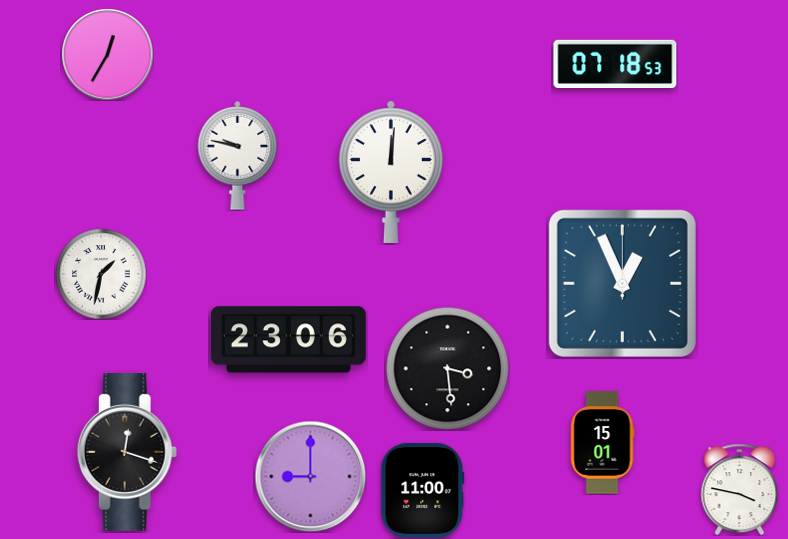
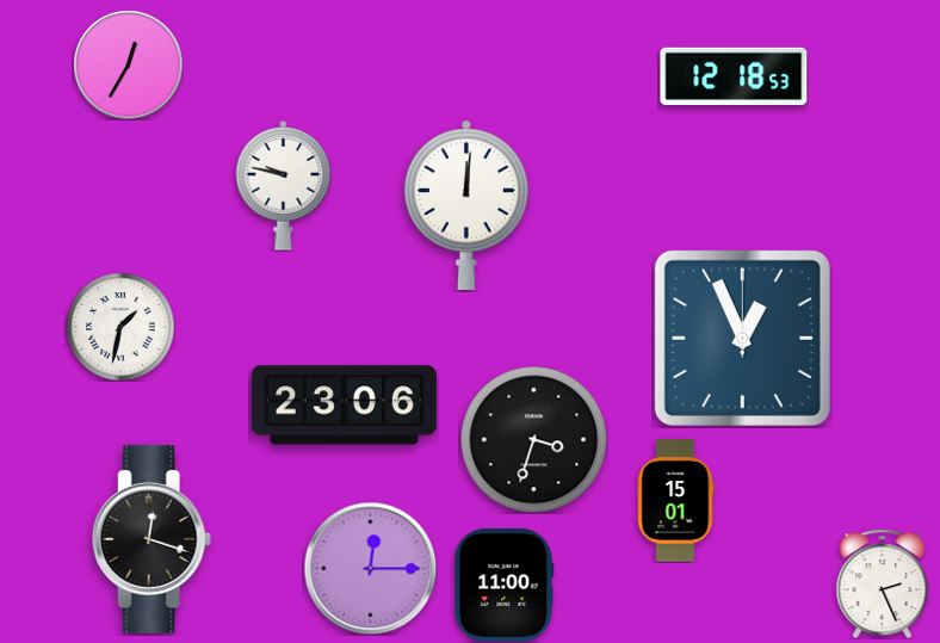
clock at (615, 63): 07:18 -> 12:18
clock at (447, 368): 3:29 -> 3:33
clock at (602, 443) position: (602, 443) -> (675, 501)
clock at (310, 476): 9:00 -> 12:15
clock at (740, 489): 3:47 -> 2:26
